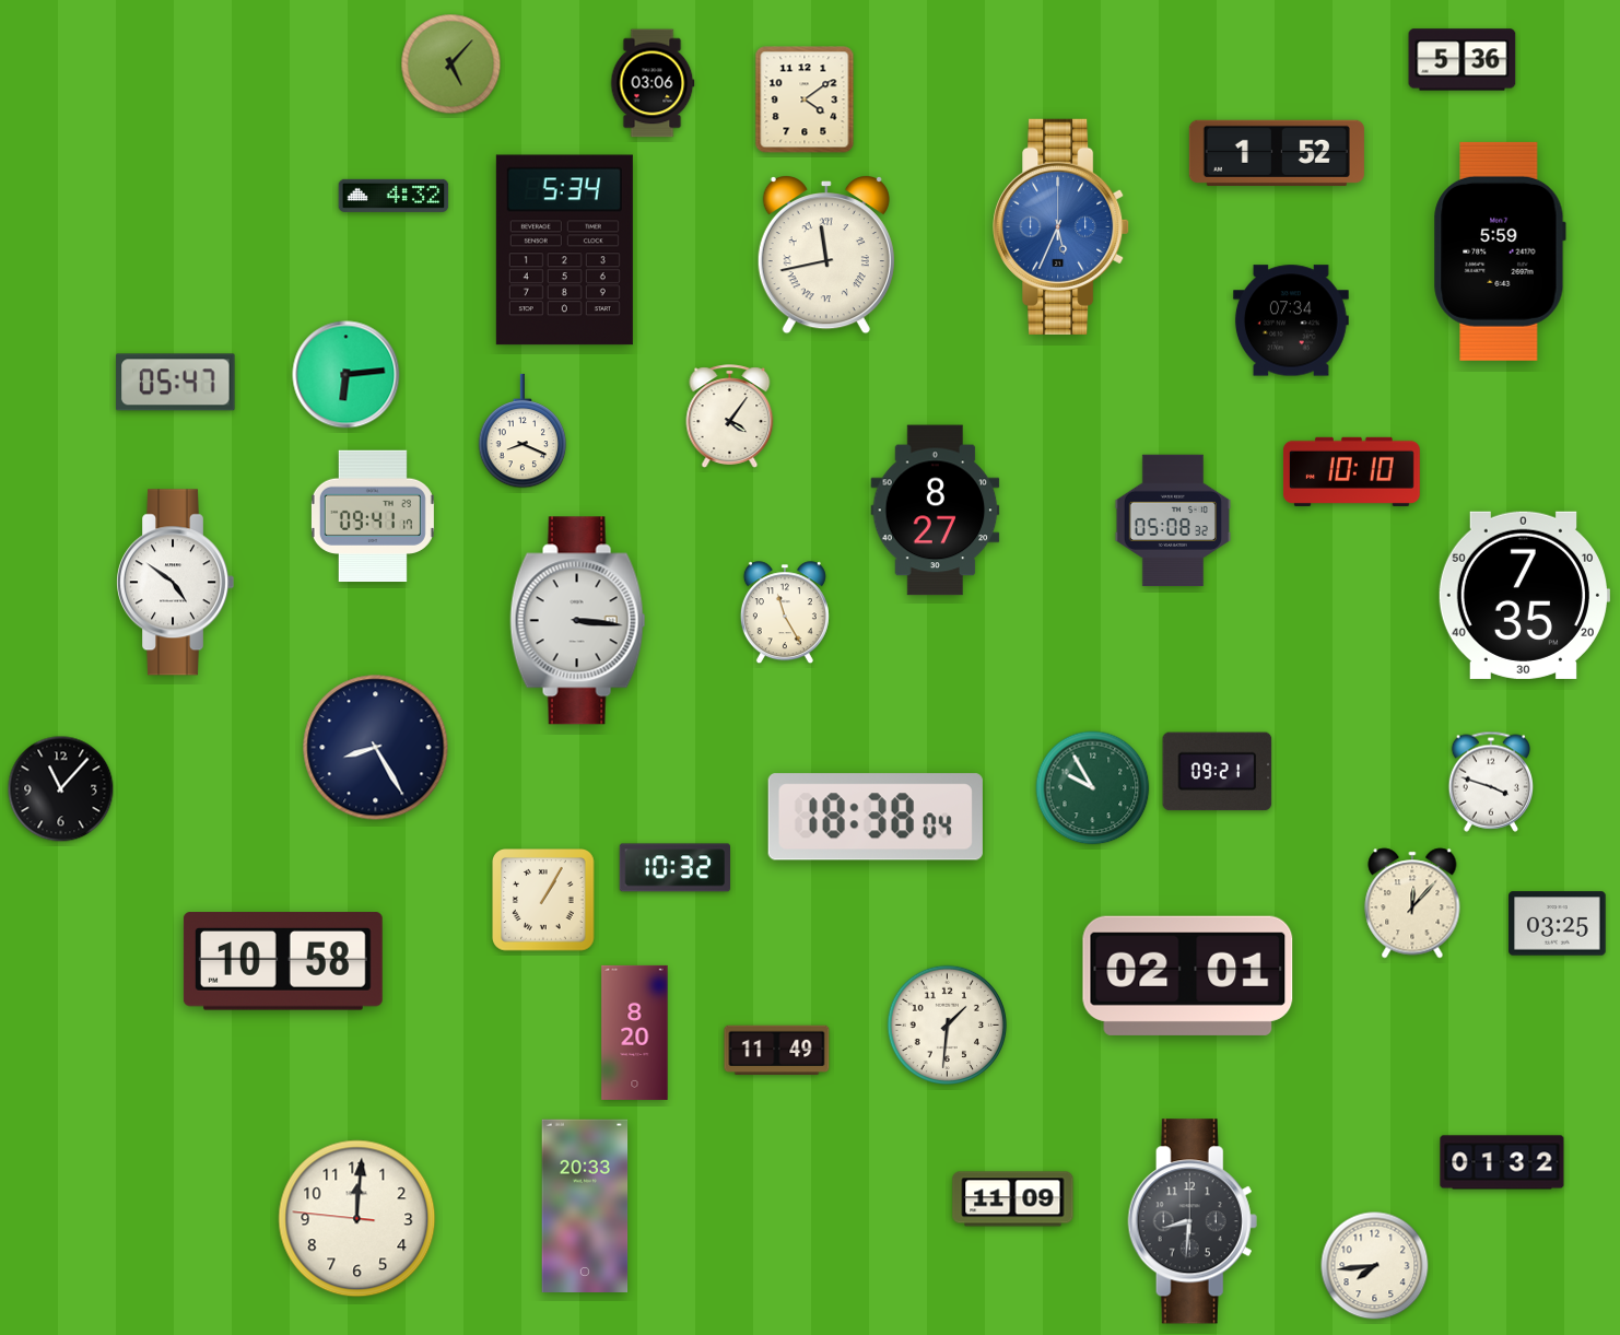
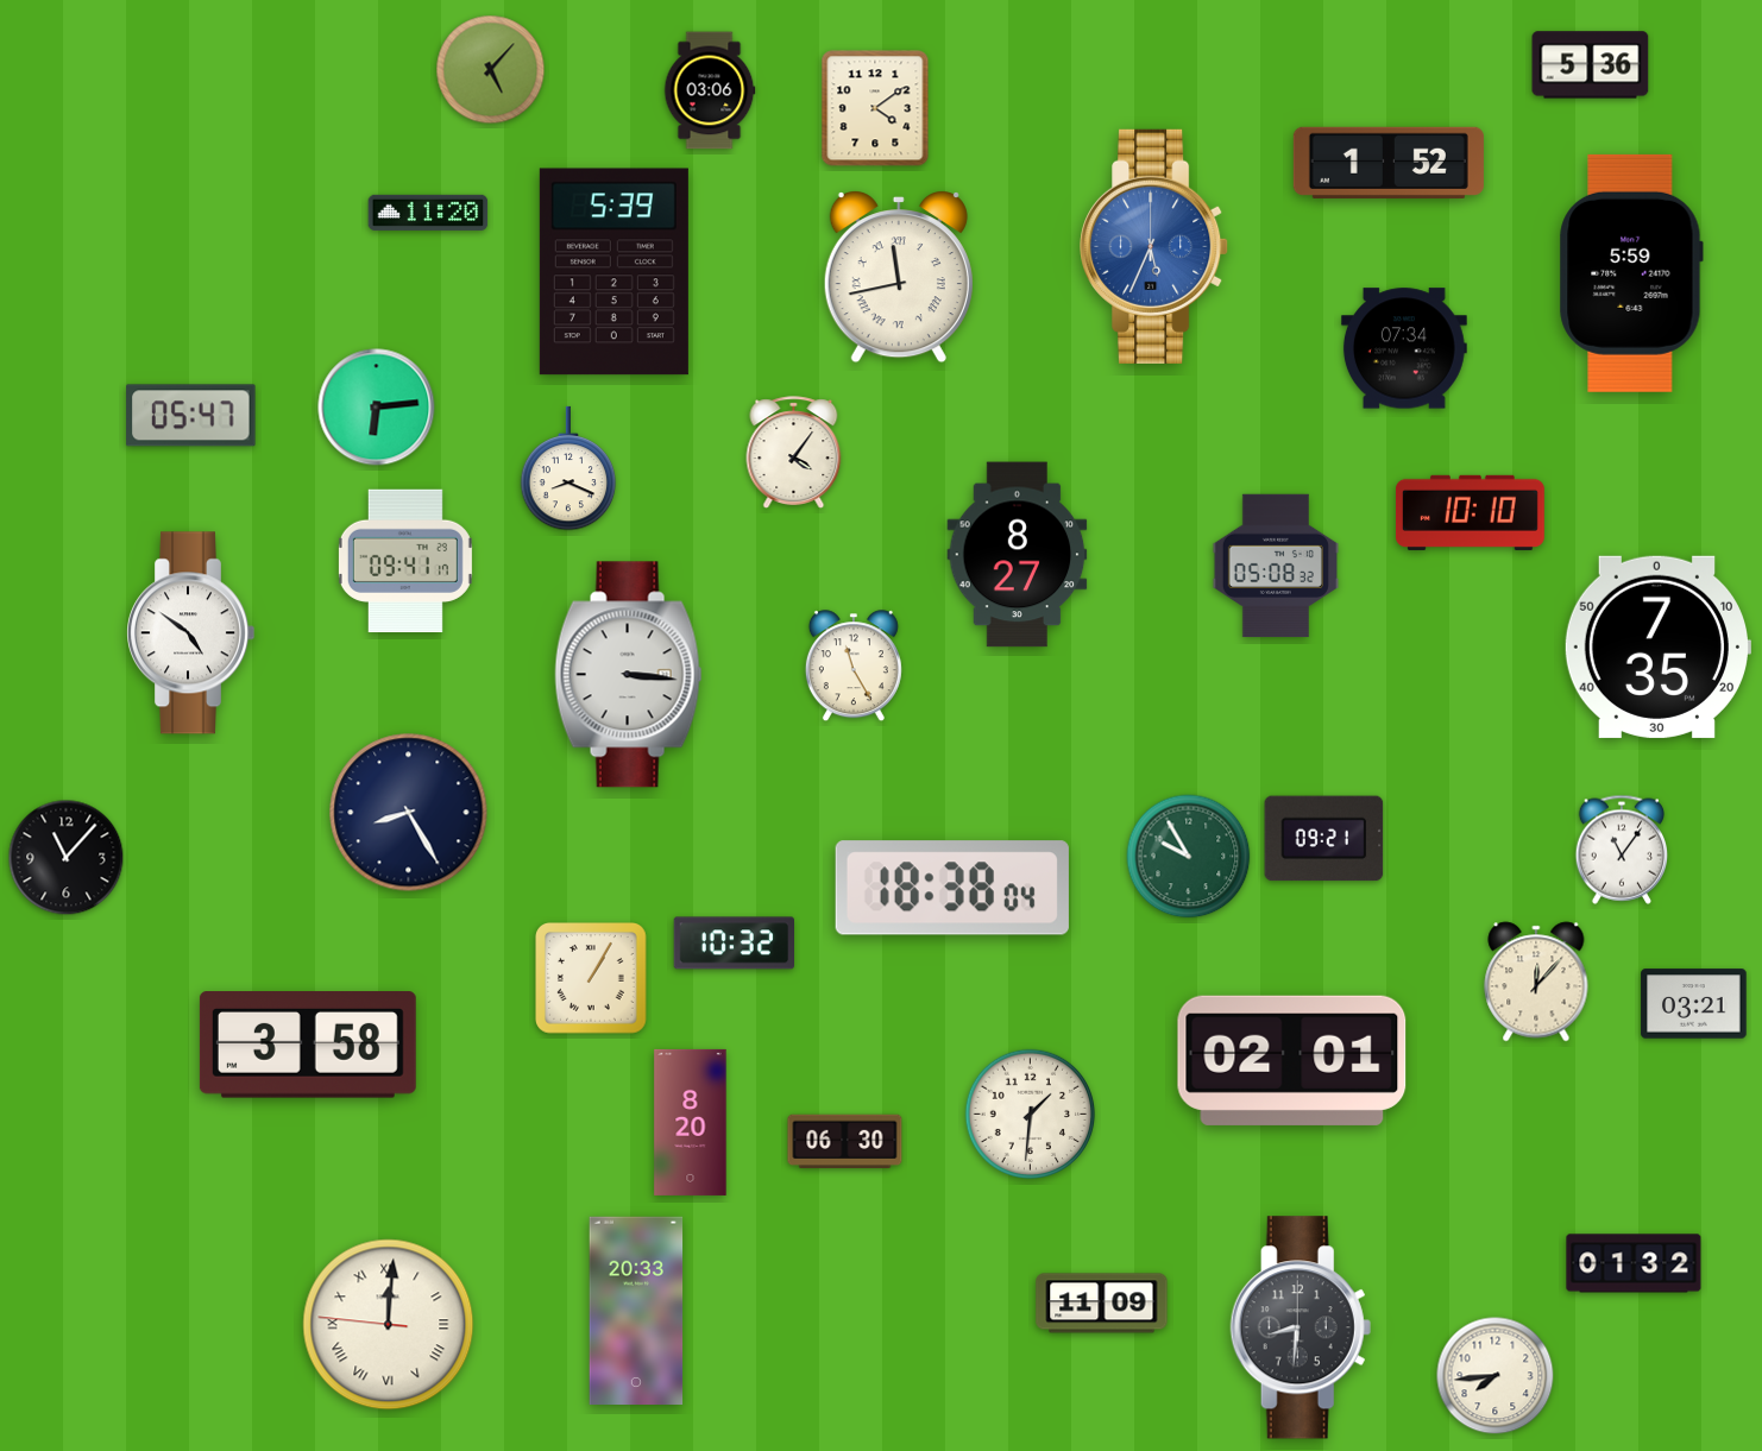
clock at (1277, 153) position: (1277, 153) -> (1389, 163)
clock at (394, 196): 4:32 -> 11:20
clock at (564, 250): 5:34 -> 5:39
clock at (1490, 782): 3:48 -> 11:06
clock at (1558, 924): 03:25 -> 03:21
clock at (283, 961): 10:58 -> 3:58
clock at (777, 1051): 11:49 -> 06:30
clock at (357, 1219) numerals: Arabic -> Roman
clock at (1193, 1221) position: (1193, 1221) -> (1301, 1327)
